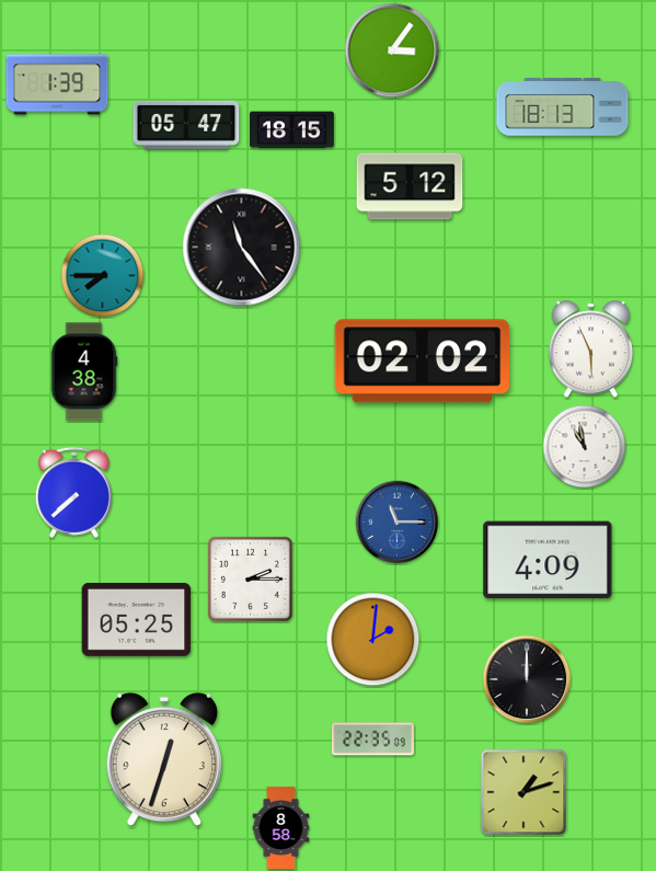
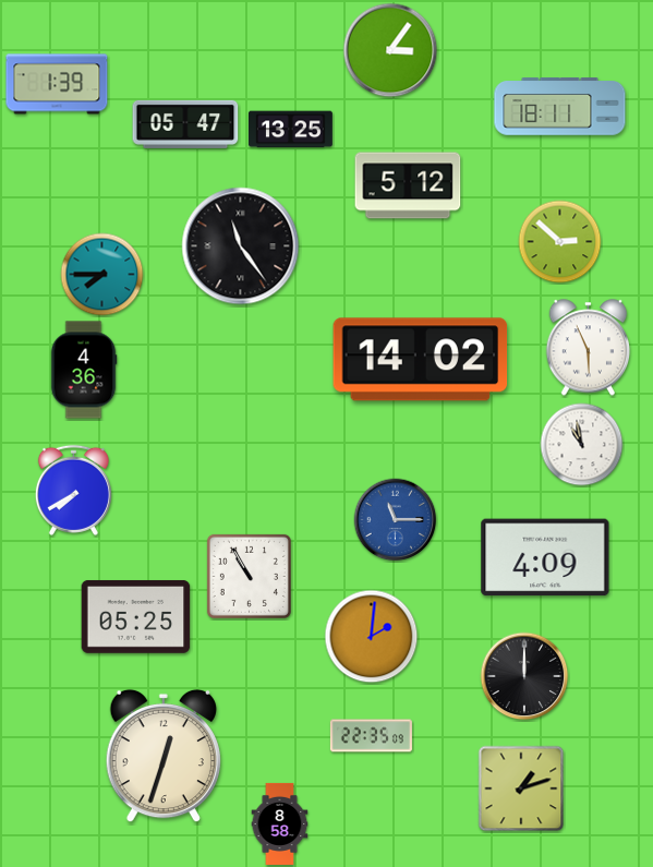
clock at (563, 107): 18:13 -> 18:11
clock at (291, 130): 18:15 -> 13:25
clock at (560, 242): none -> 2:52
clock at (423, 362): 02:02 -> 14:02
clock at (84, 371): 4:38 -> 4:36
clock at (73, 492): 7:38 -> 7:40
clock at (250, 578): 2:15 -> 10:55
